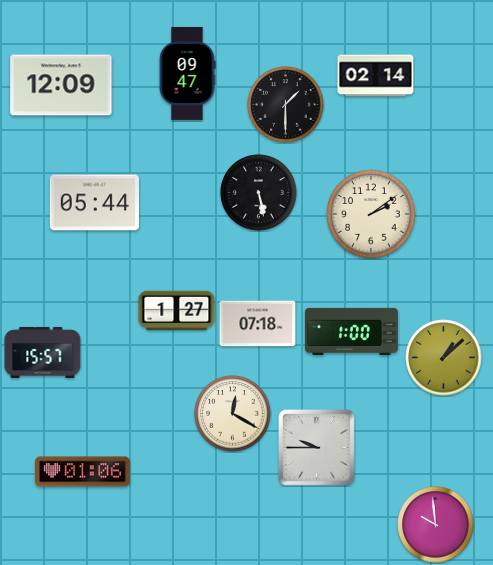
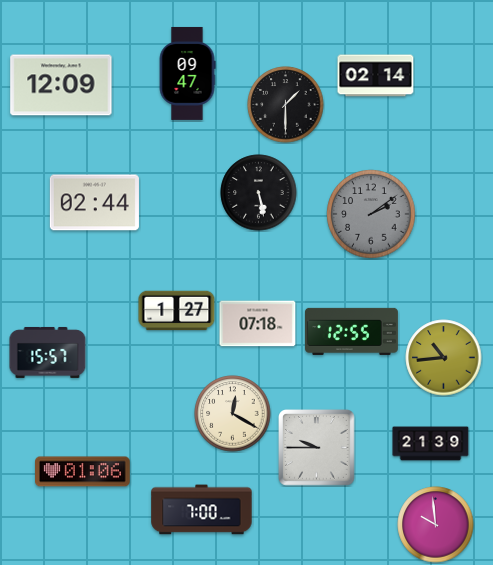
clock at (94, 203): 05:44 -> 02:44
clock at (371, 214) dial: cream -> grey
clock at (351, 331): 1:00 -> 12:55
clock at (43, 352) position: (43, 352) -> (48, 352)
clock at (444, 358): 1:08 -> 10:44
clock at (431, 444): none -> 21:39
clock at (202, 510): none -> 7:00
